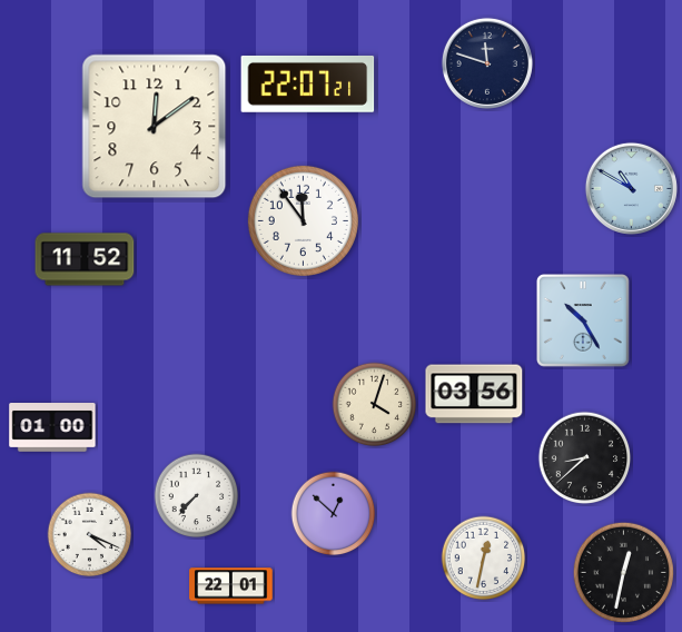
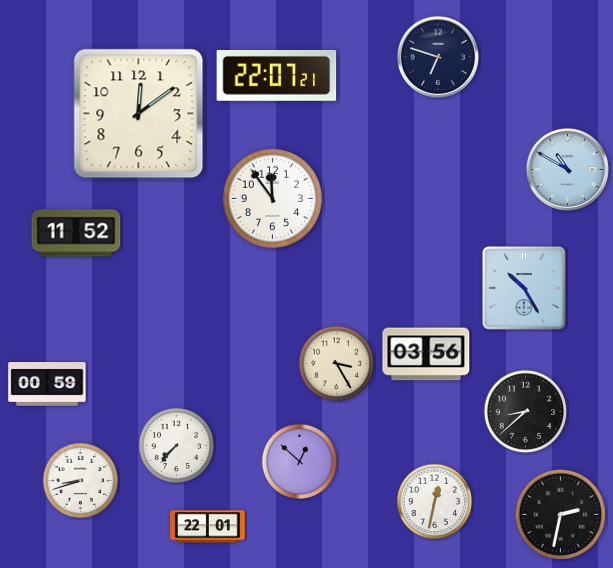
clock at (487, 63): 11:48 -> 6:48
clock at (375, 405): 4:03 -> 3:25
clock at (52, 428): 01:00 -> 00:59
clock at (90, 535): 4:19 -> 8:42
clock at (623, 572): 12:32 -> 2:32
